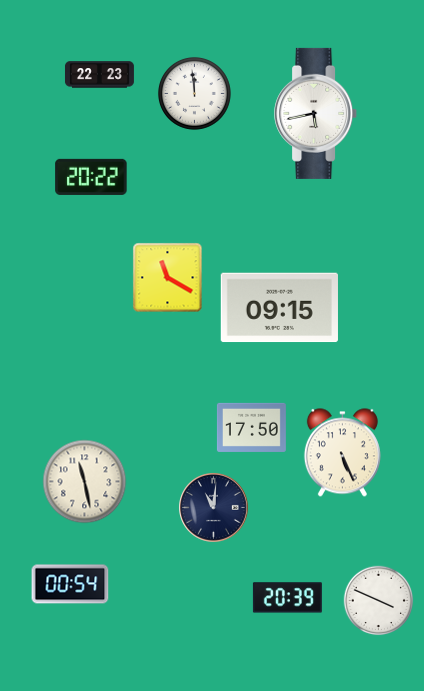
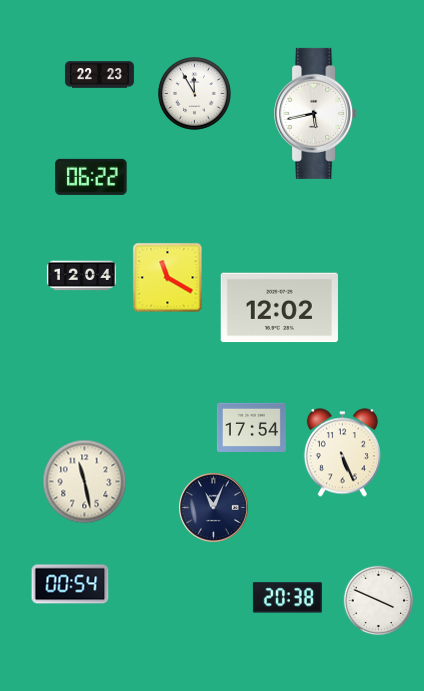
clock at (194, 93): 11:59 -> 11:55
clock at (91, 177): 20:22 -> 06:22
clock at (81, 276): none -> 12:04
clock at (279, 308): 09:15 -> 12:02
clock at (251, 427): 17:50 -> 17:54
clock at (214, 508): 11:01 -> 11:04
clock at (287, 598): 20:39 -> 20:38
